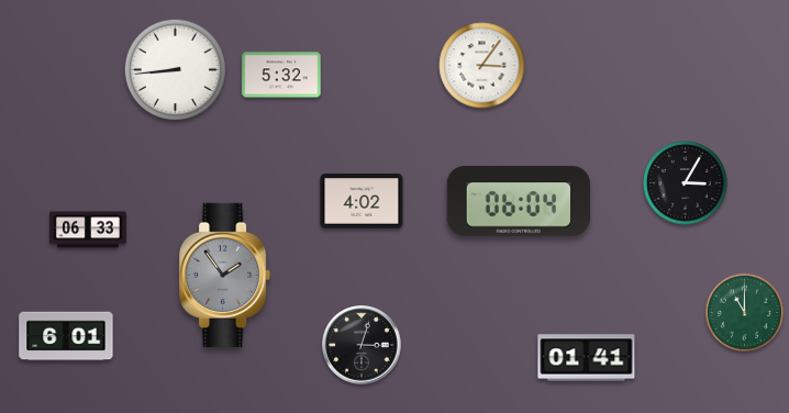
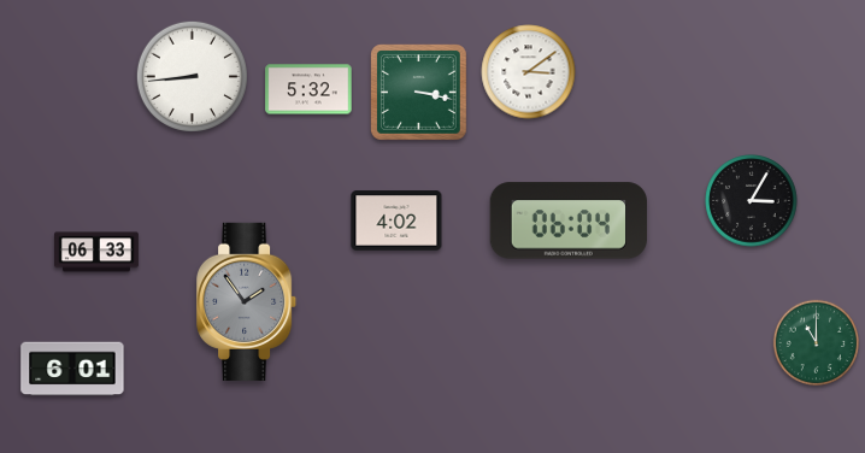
clock at (482, 66): 3:06 -> 3:09
clock at (281, 75) position: (281, 75) -> (308, 89)
clock at (419, 93): none -> 3:17
clock at (362, 345): 3:03 -> none
clock at (587, 358): 01:41 -> none
